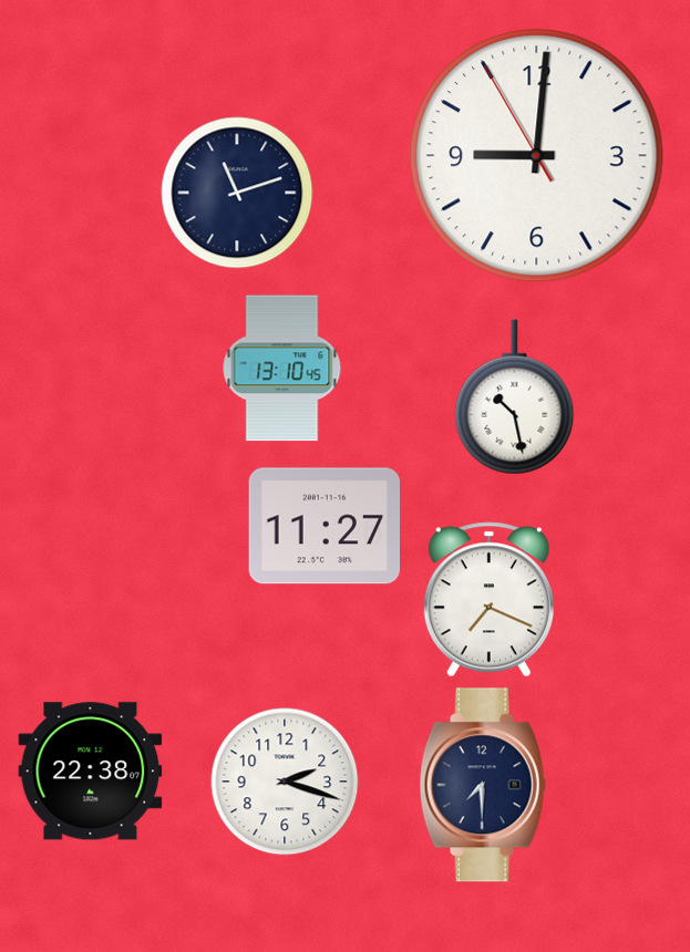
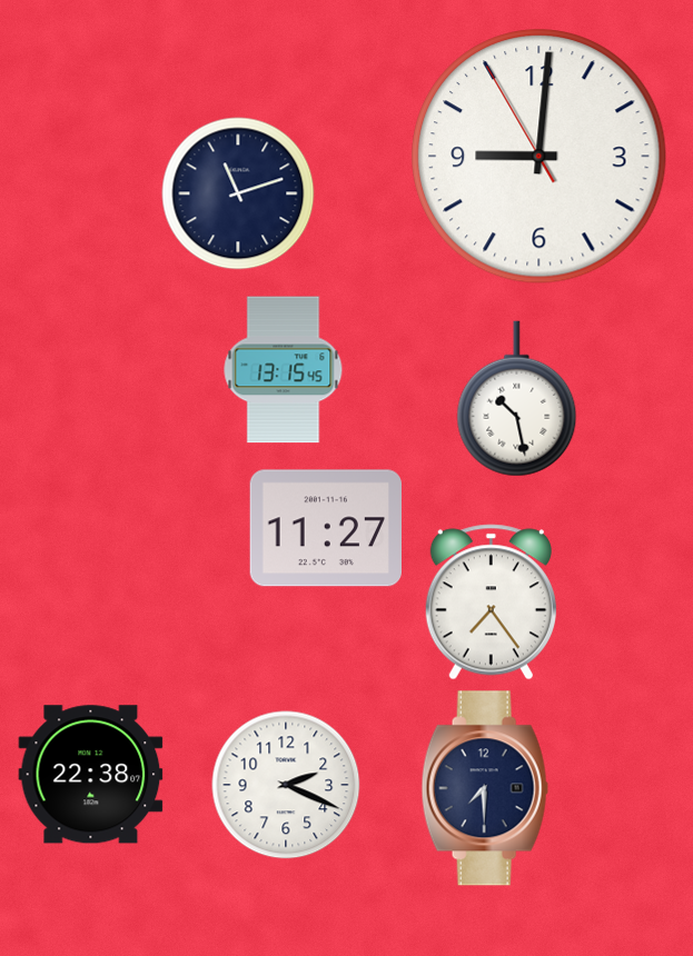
clock at (282, 369): 13:10 -> 13:15
clock at (488, 600): 7:19 -> 7:24
clock at (285, 782): 2:18 -> 2:19
